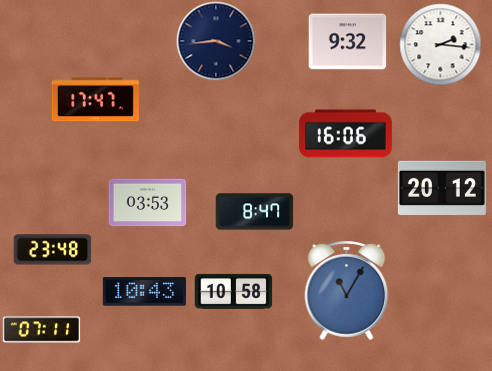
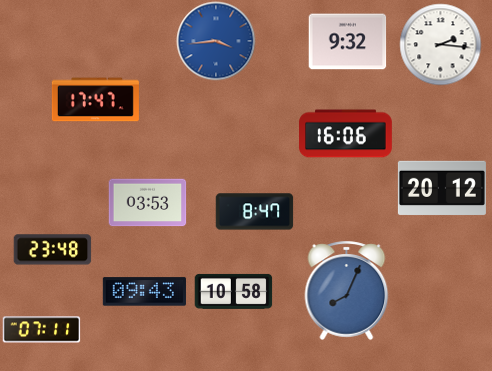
clock at (216, 41) dial: navy -> blue
clock at (347, 290): 11:05 -> 8:04
clock at (144, 292): 10:43 -> 09:43
